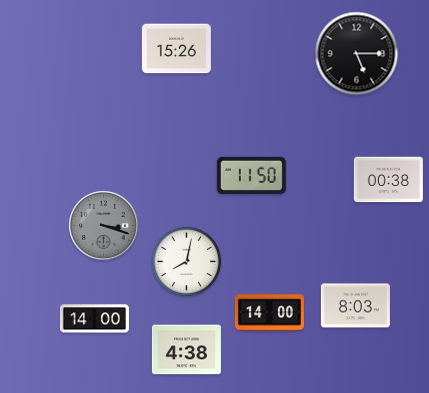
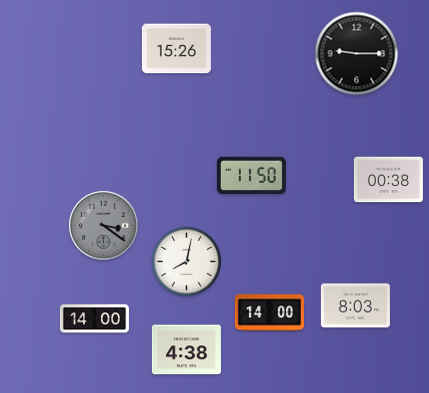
clock at (357, 54): 5:15 -> 9:15
clock at (104, 226): 3:18 -> 3:21
